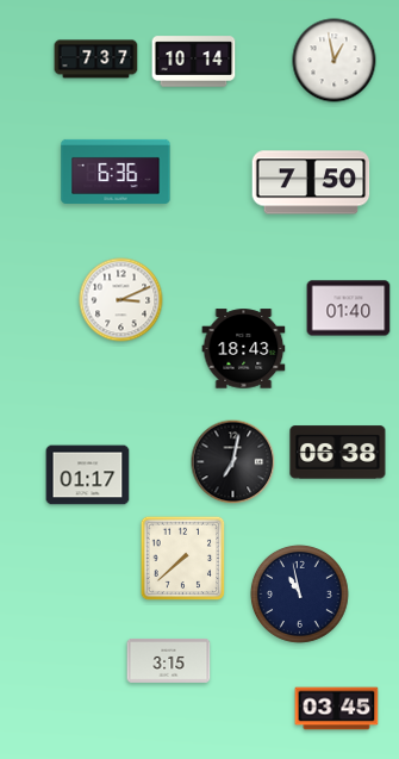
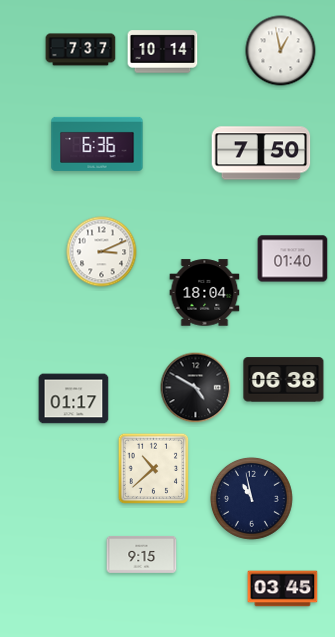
clock at (244, 349): 18:43 -> 18:04
clock at (233, 462): 7:02 -> 4:50
clock at (183, 559): 7:38 -> 10:38
clock at (169, 661): 3:15 -> 9:15
clock at (337, 709) position: (337, 709) -> (283, 589)
